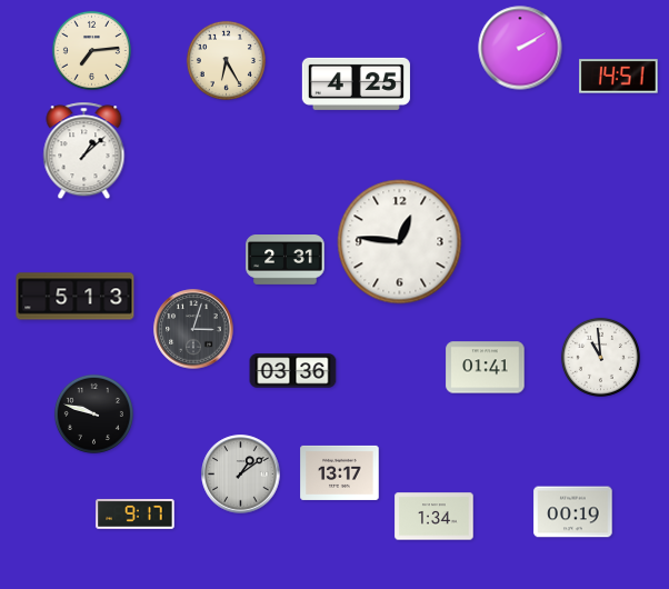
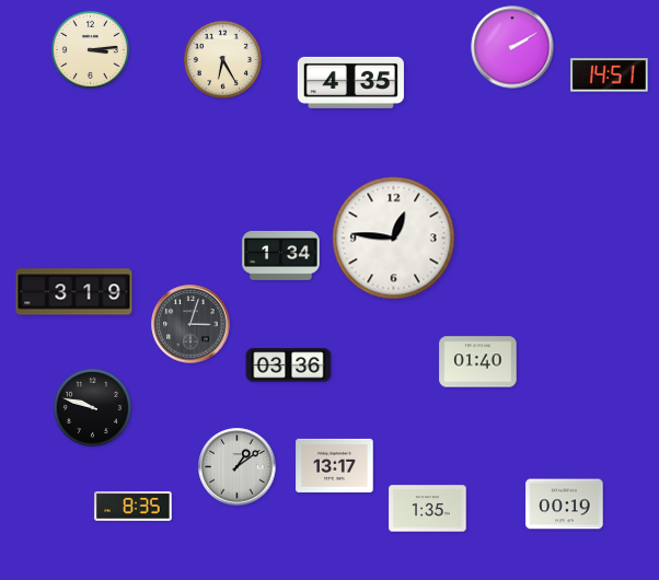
clock at (91, 50): 7:14 -> 3:14
clock at (356, 83): 4:25 -> 4:35
clock at (84, 151): 1:08 -> none
clock at (286, 260): 2:31 -> 1:34
clock at (76, 297): 5:13 -> 3:19
clock at (600, 357): 10:59 -> none
clock at (486, 368): 01:41 -> 01:40
clock at (136, 513): 9:17 -> 8:35
clock at (435, 517): 1:34 -> 1:35
